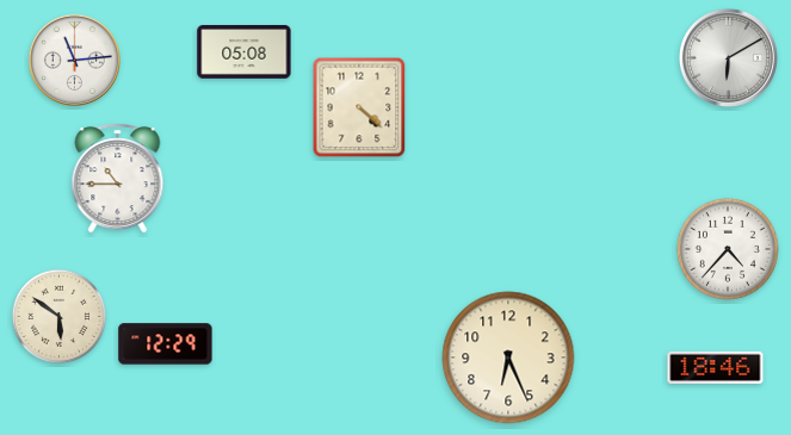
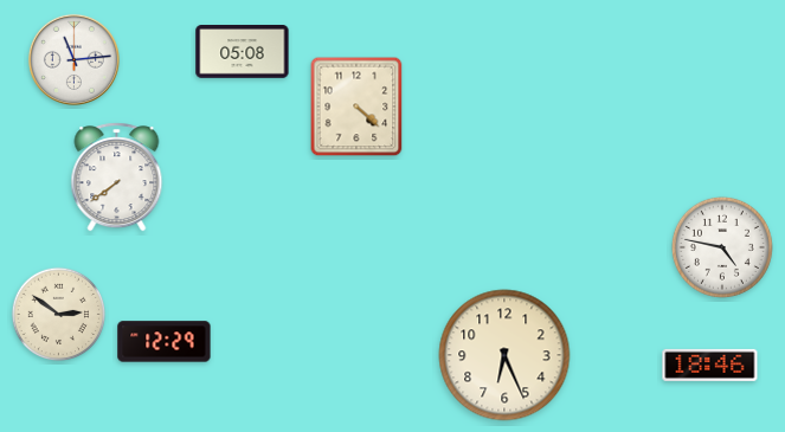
clock at (728, 57): 6:10 -> none
clock at (118, 179): 10:45 -> 7:39
clock at (728, 249): 4:37 -> 4:47
clock at (60, 317): 5:51 -> 2:51
